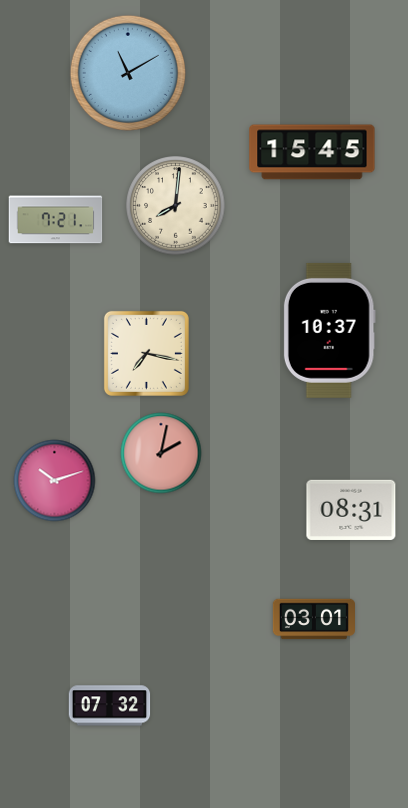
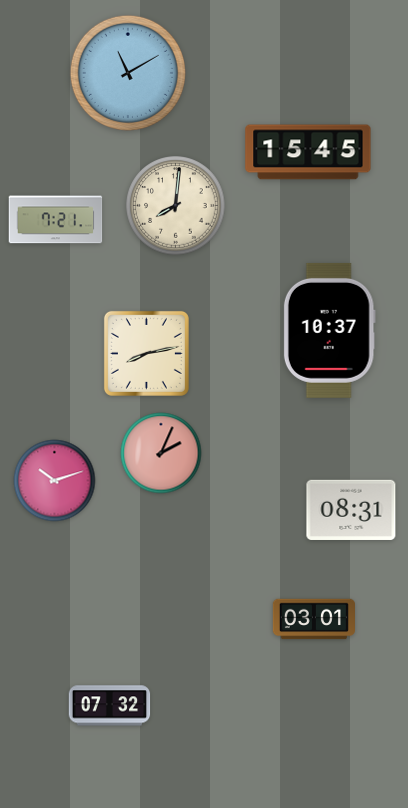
clock at (312, 152) position: (312, 152) -> (308, 152)
clock at (146, 353): 7:17 -> 8:13
clock at (161, 453): 2:02 -> 2:04
